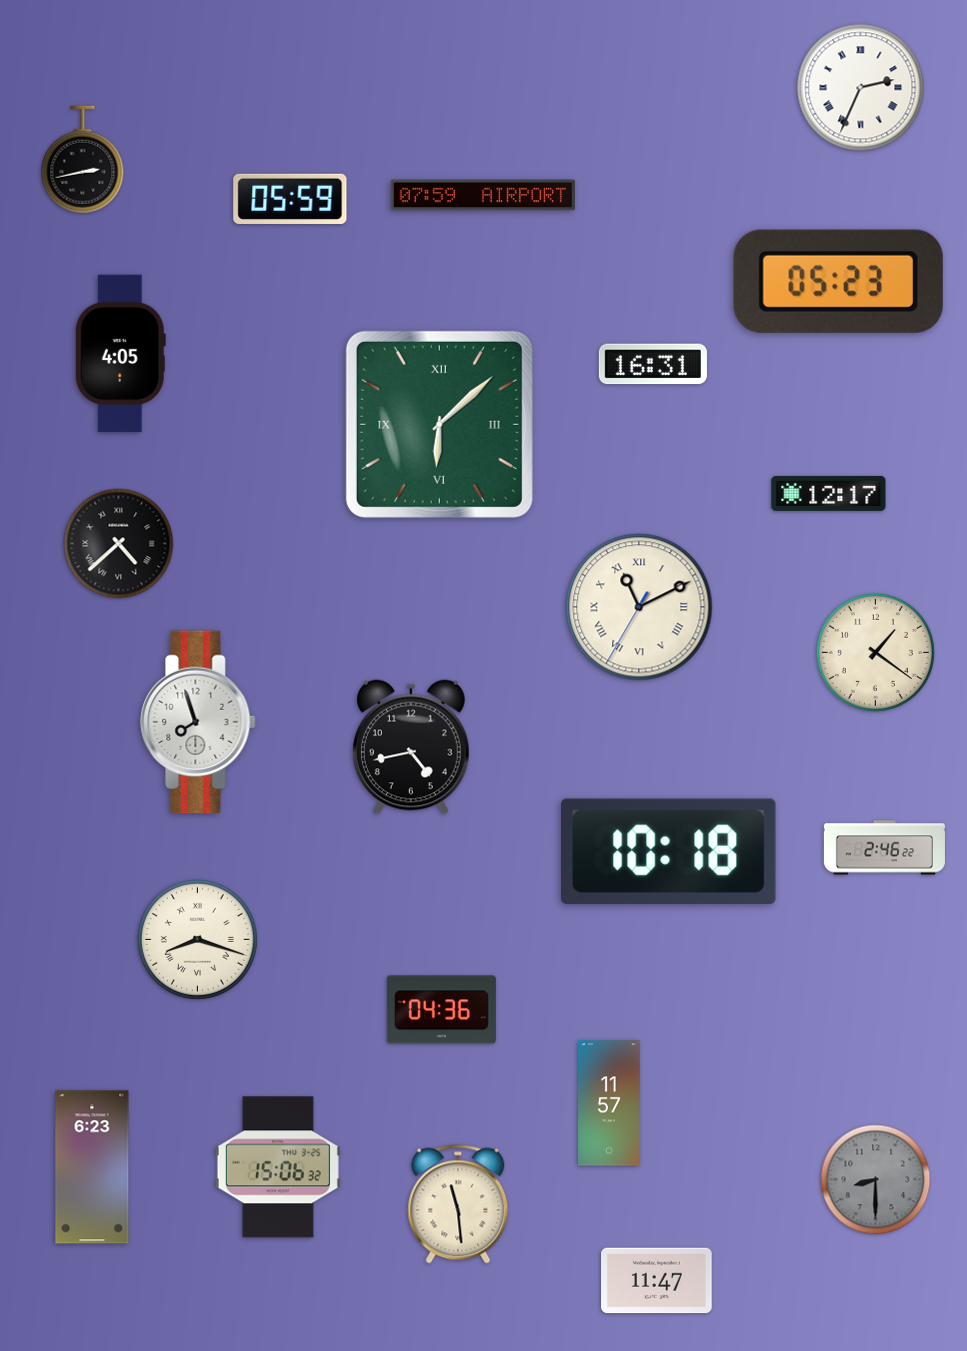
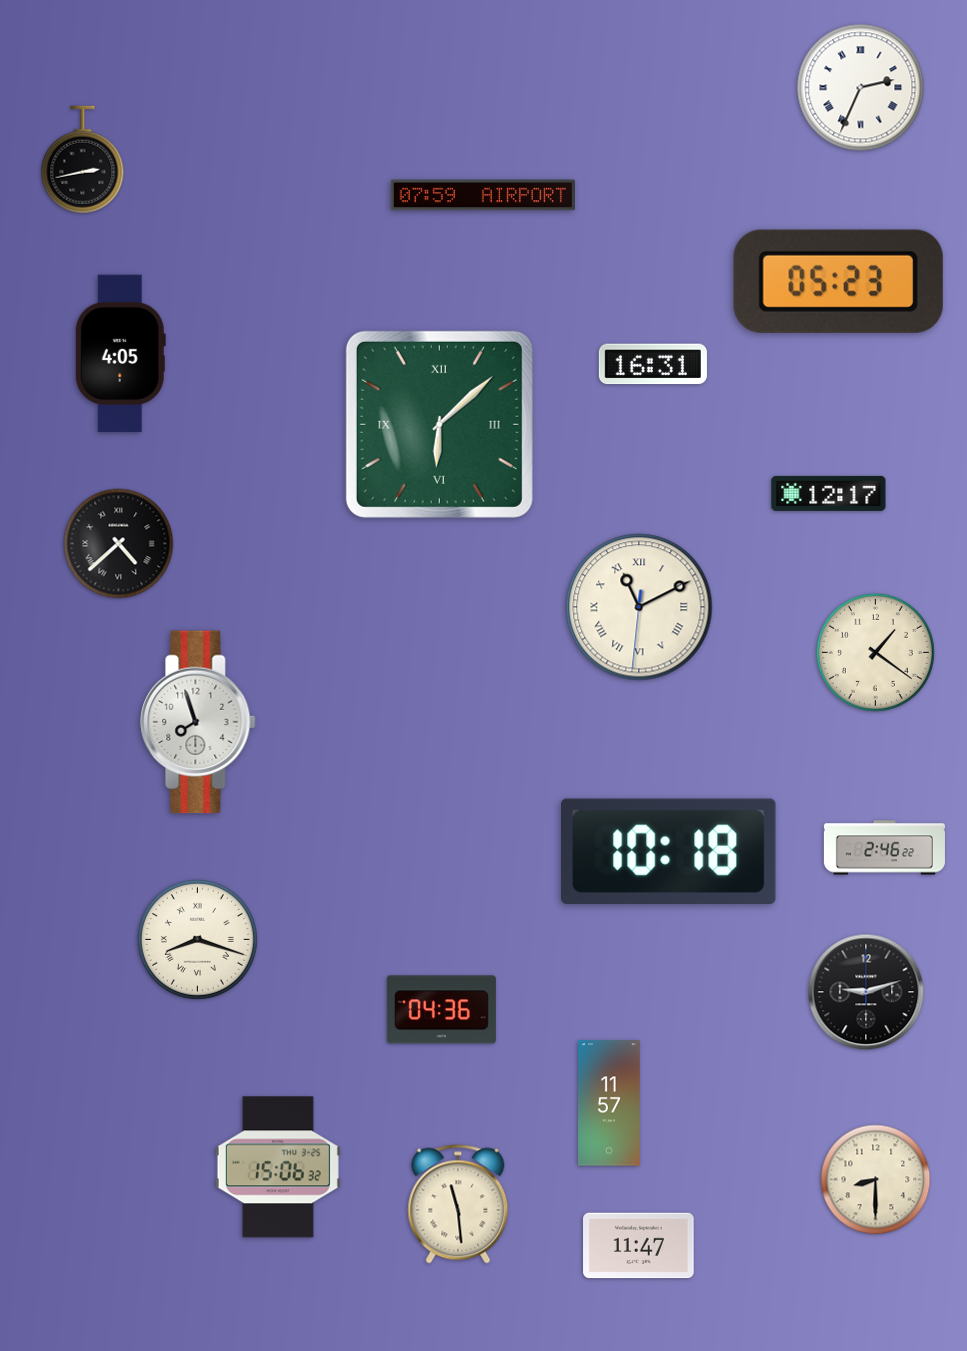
clock at (290, 199): 05:59 -> none
clock at (639, 607): 11:10:35 -> 11:10:31
clock at (412, 747): 4:43 -> none
clock at (866, 992): none -> 9:12
clock at (92, 1167): 6:23 -> none
clock at (876, 1180) dial: grey -> cream
clock at (657, 1281) position: (657, 1281) -> (639, 1246)
